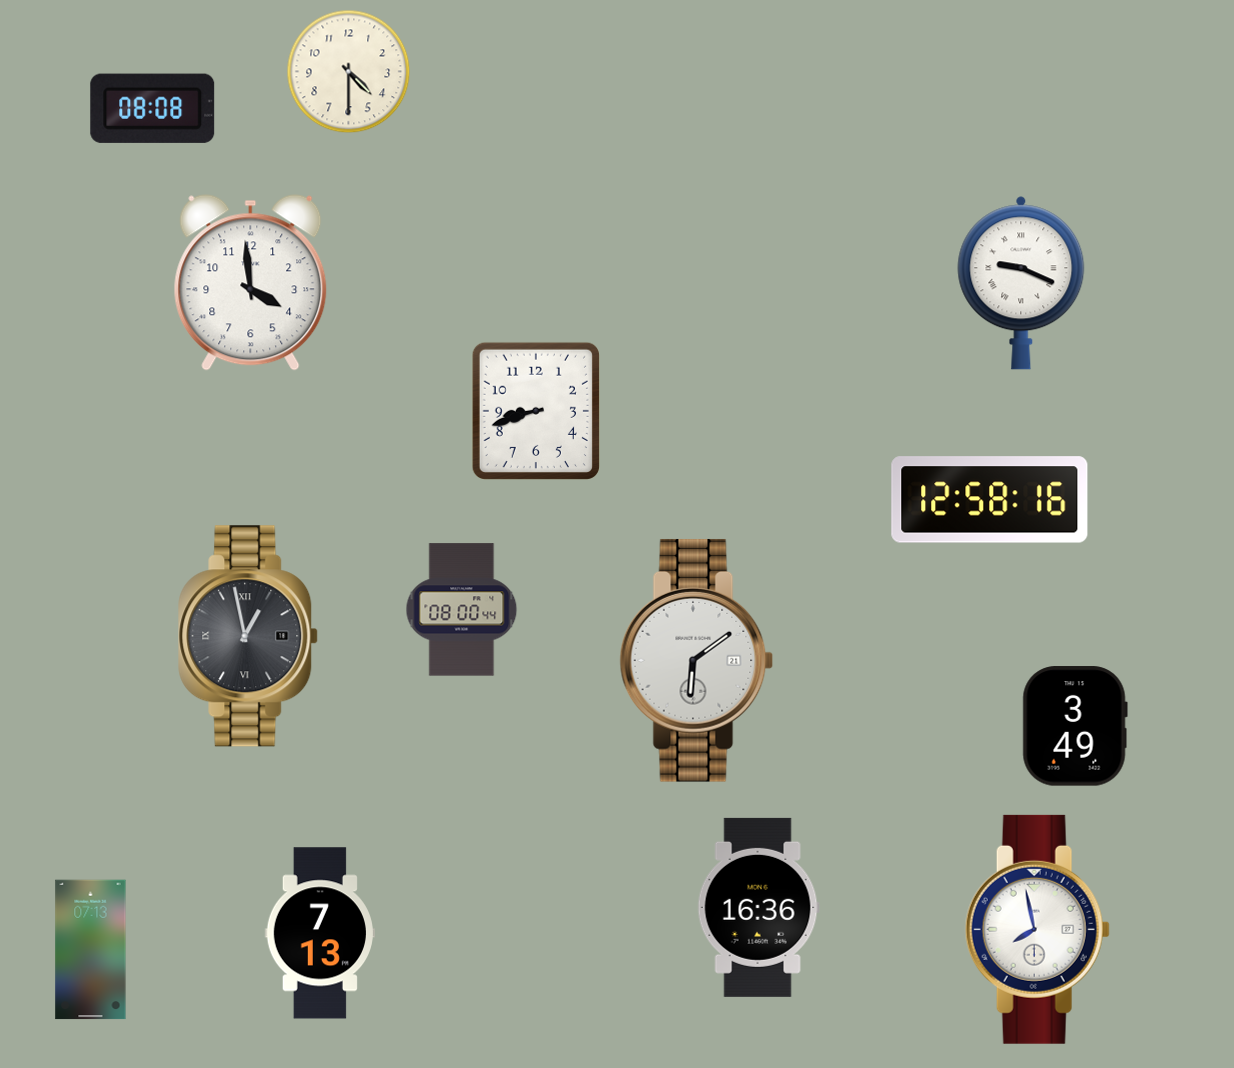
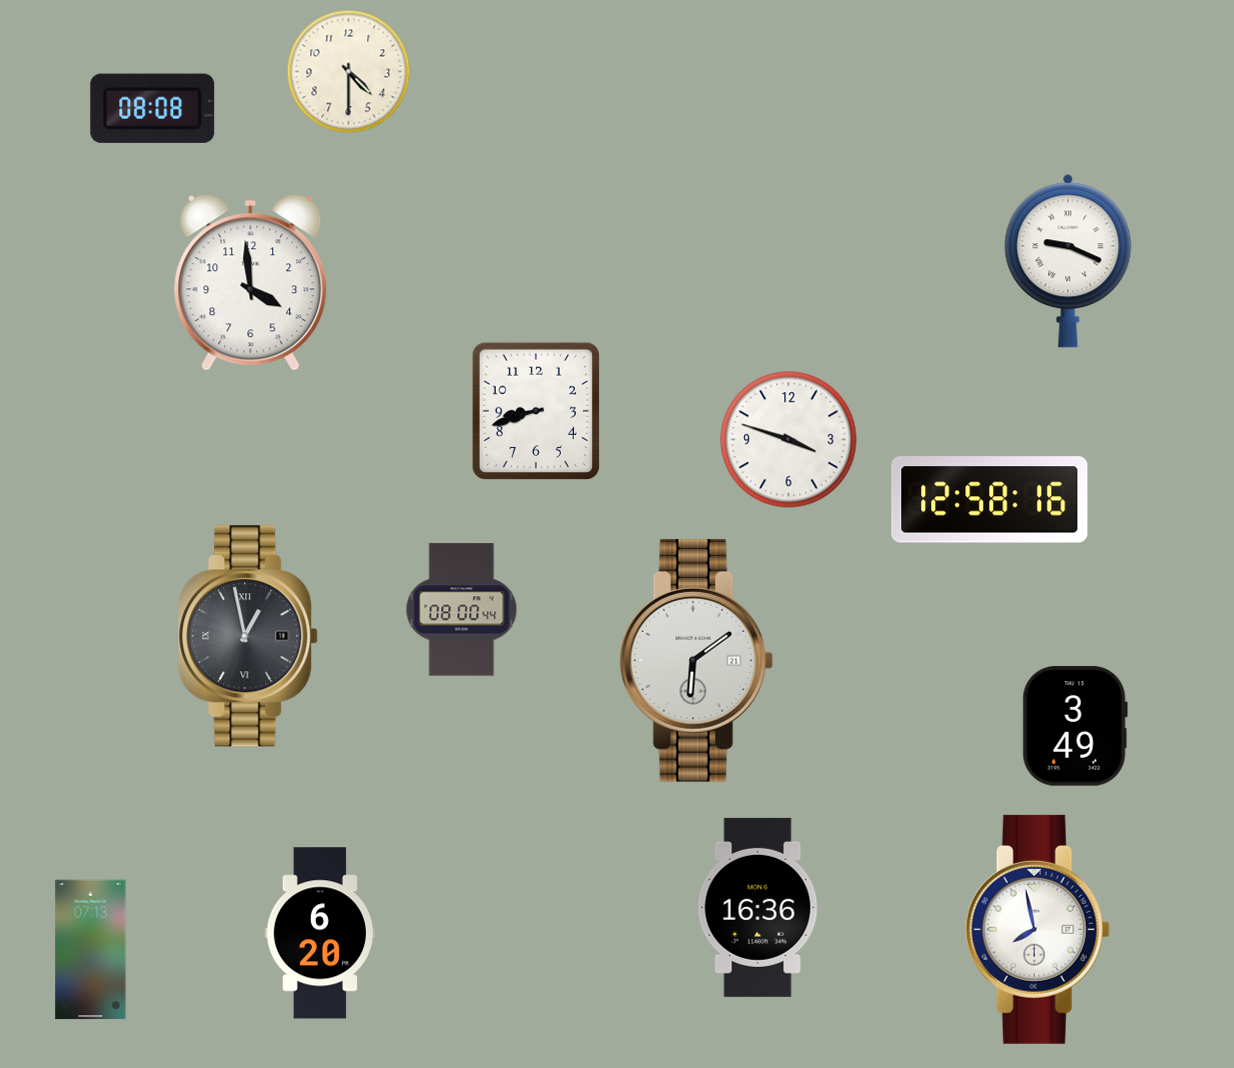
clock at (1021, 283) position: (1021, 283) -> (1068, 261)
clock at (789, 440): none -> 3:48
clock at (319, 933): 7:13 -> 6:20
